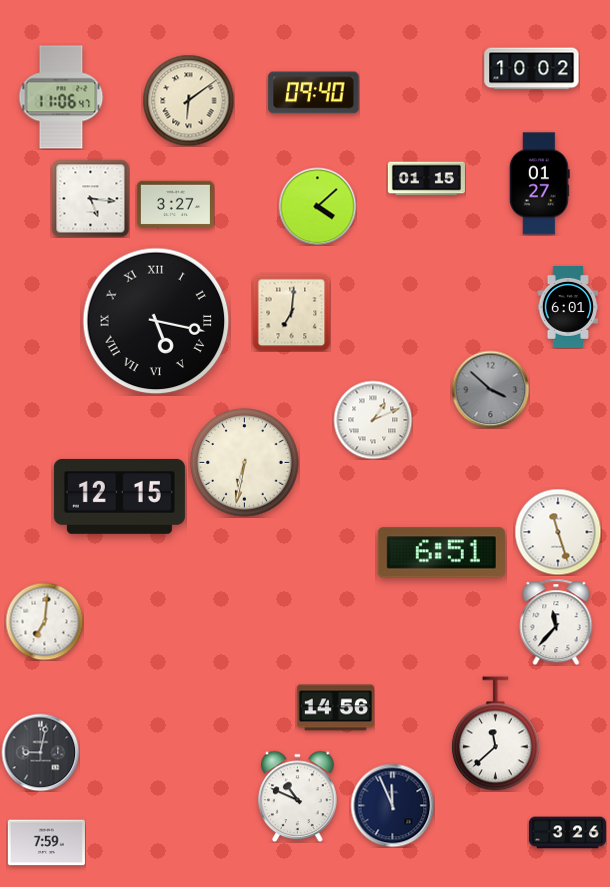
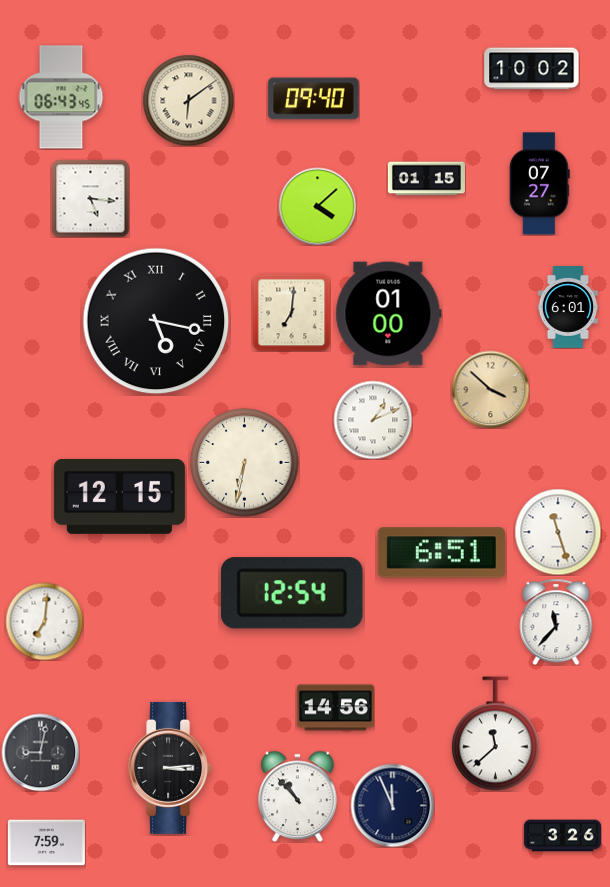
clock at (314, 93) position: (314, 93) -> (314, 99)
clock at (61, 97): 11:06 -> 06:43
clock at (539, 184): 01:27 -> 07:27
clock at (175, 205): 3:27 -> none
clock at (389, 314): none -> 01:00
clock at (490, 389) dial: grey -> champagne
clock at (292, 593): none -> 12:54
clock at (171, 768): none -> 3:14
clock at (298, 796): 10:49 -> 10:53
clock at (567, 833) position: (567, 833) -> (562, 836)
